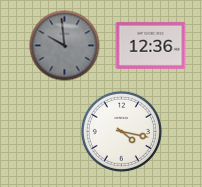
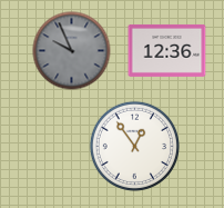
clock at (65, 46): 9:59 -> 9:56
clock at (121, 131): 4:17 -> 12:54
